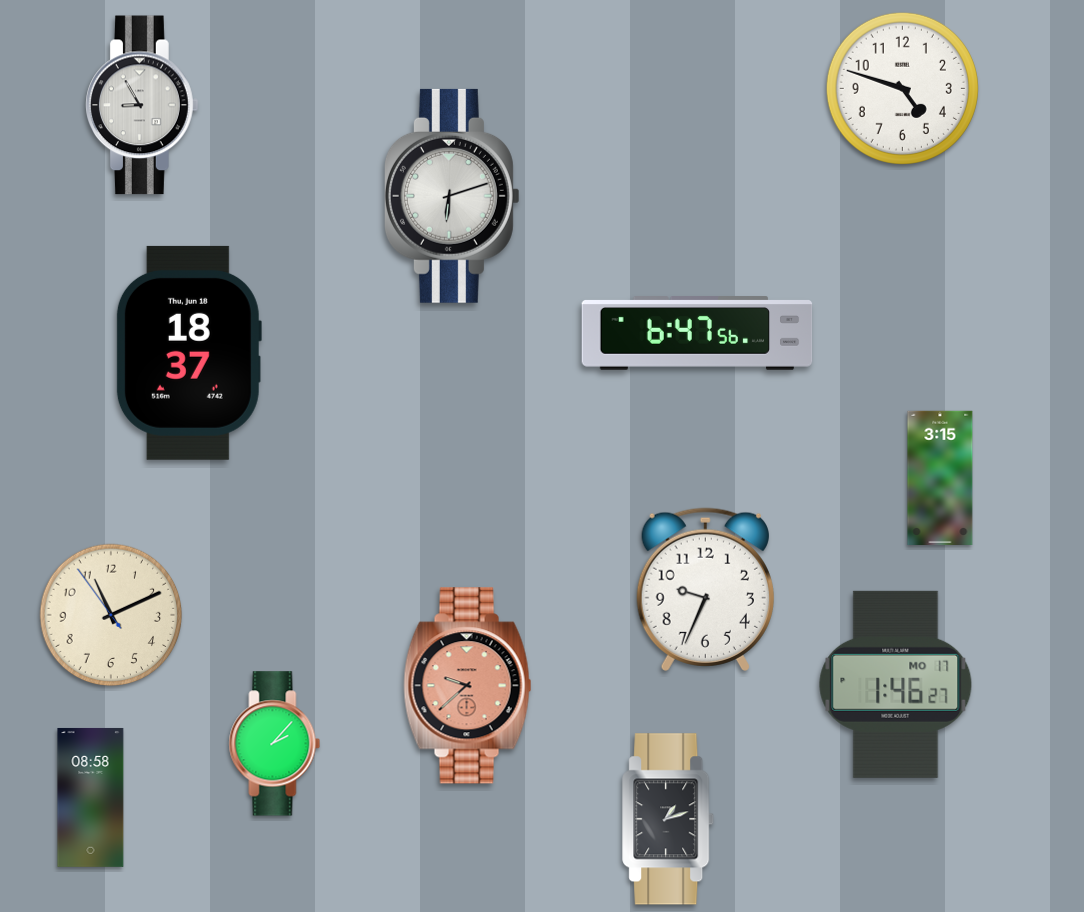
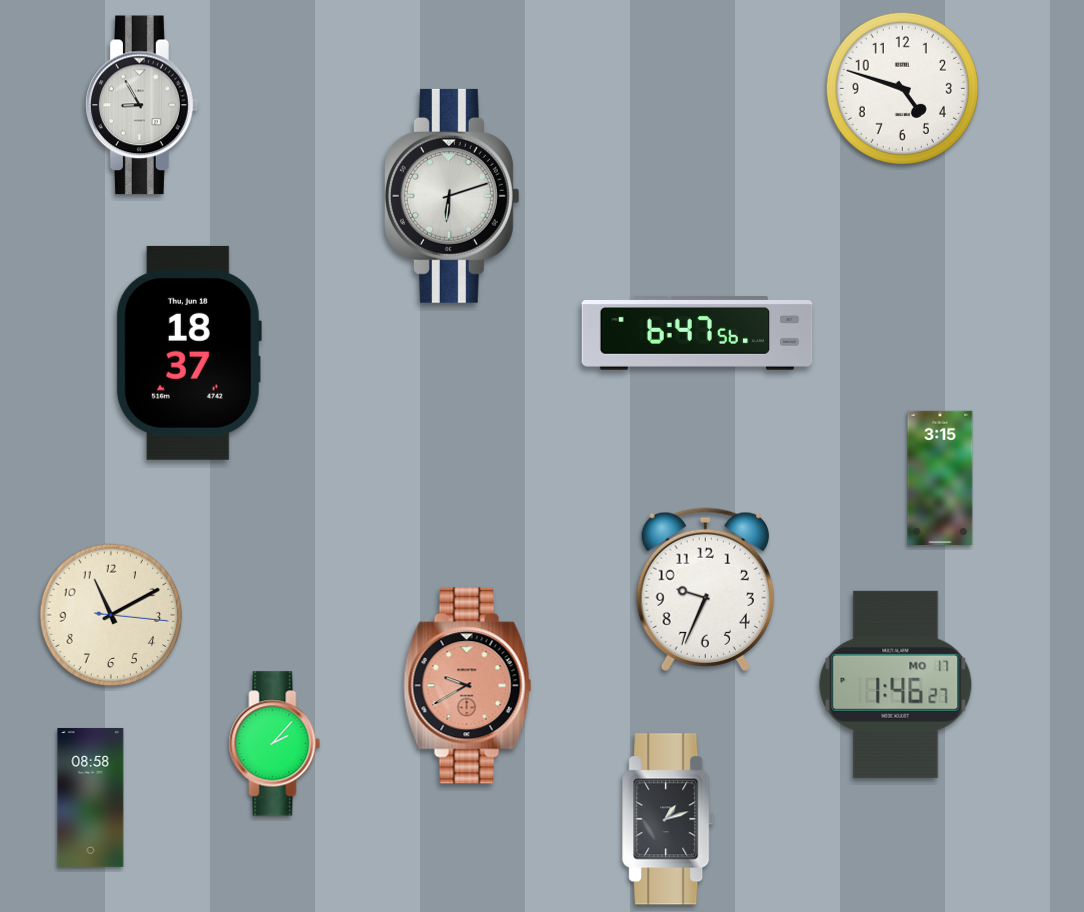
clock at (111, 615): 11:10:54 -> 11:10:16
clock at (468, 686): 9:38 -> 9:40
